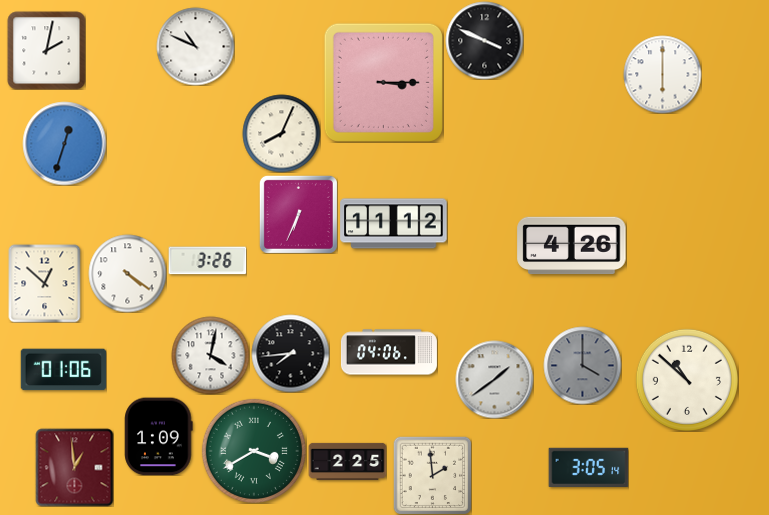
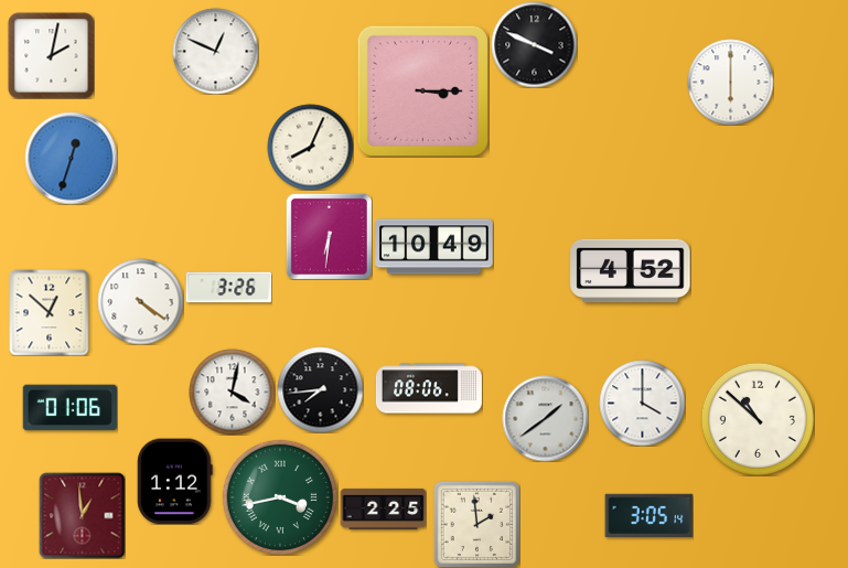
clock at (195, 46): 10:49 -> 12:49
clock at (298, 214): 6:34 -> 6:31
clock at (394, 224): 11:12 -> 10:49
clock at (572, 246): 4:26 -> 4:52
clock at (389, 352): 04:06 -> 08:06
clock at (582, 365) dial: grey -> white
clock at (159, 436): 1:09 -> 1:12
clock at (254, 451): 3:40 -> 3:43
